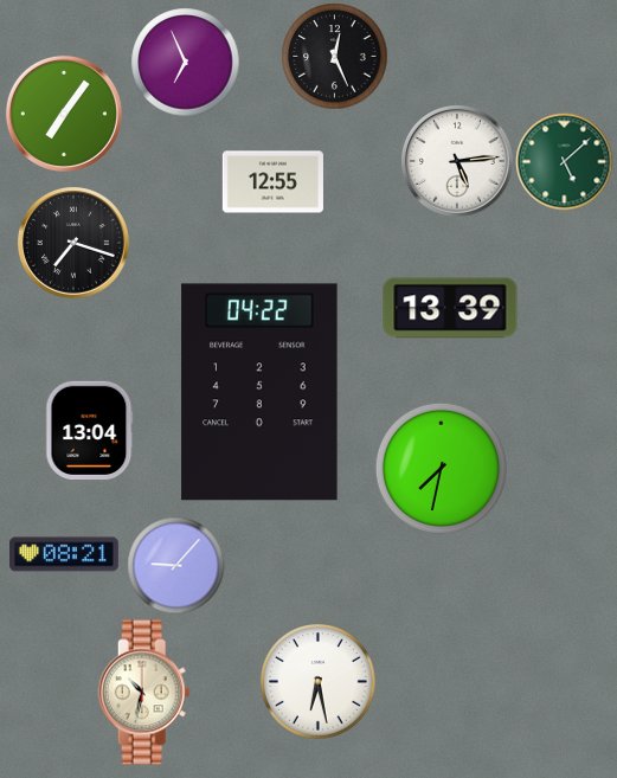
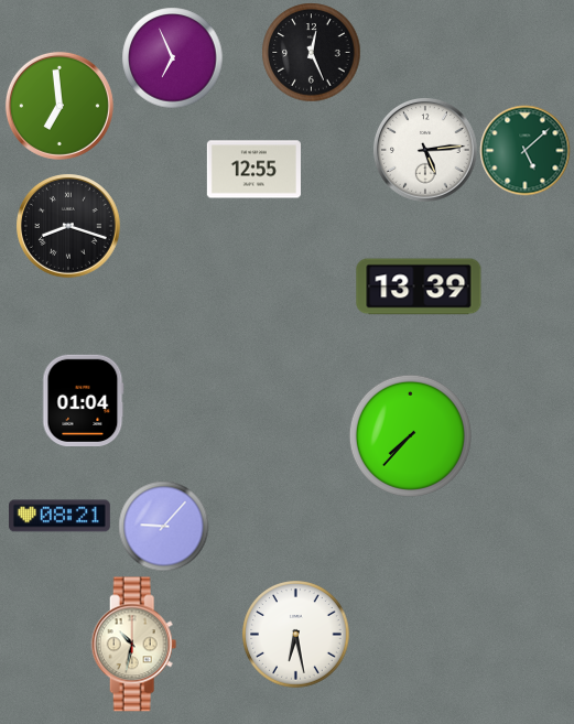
clock at (64, 114): 7:06 -> 6:59
clock at (73, 243): 7:18 -> 8:18
clock at (259, 392): 04:22 -> none
clock at (90, 430): 13:04 -> 01:04
clock at (441, 468): 7:32 -> 7:37
